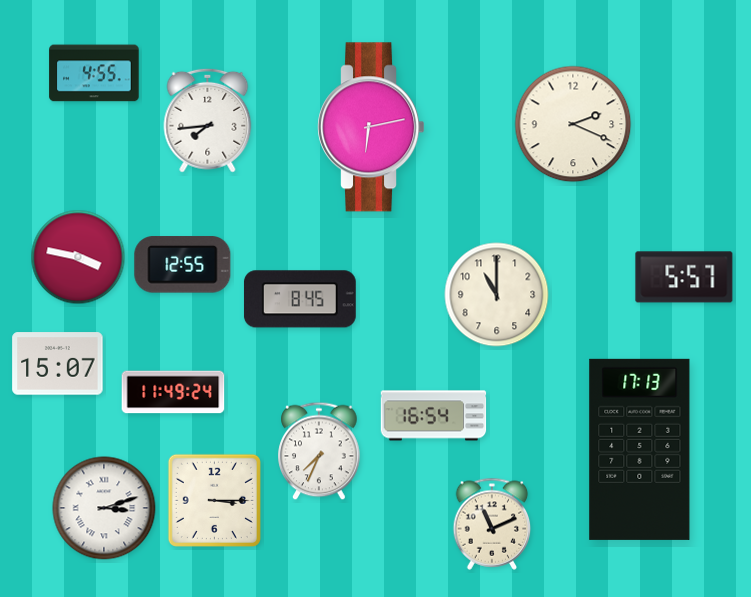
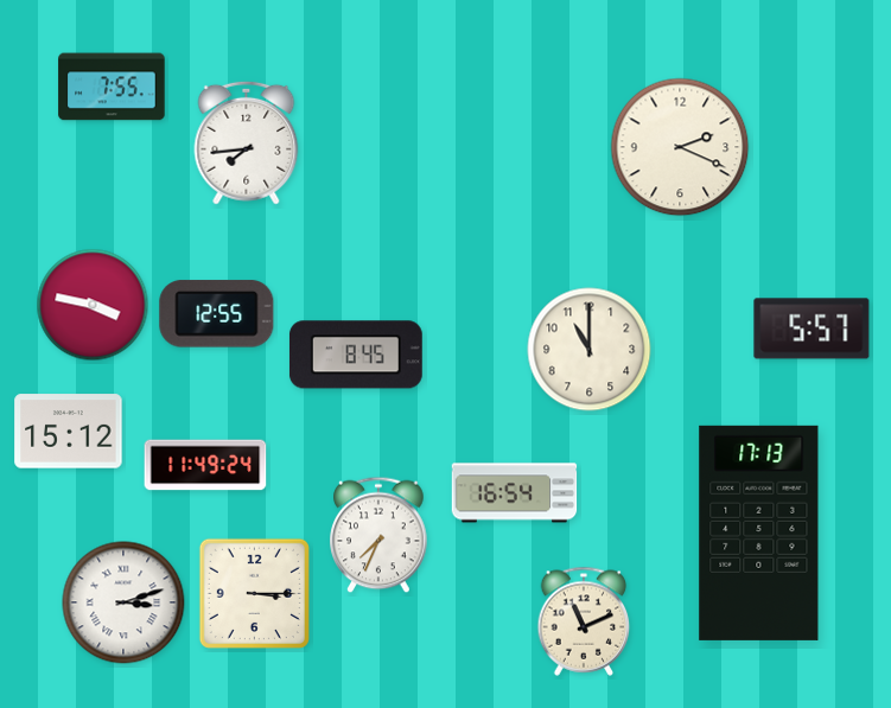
clock at (94, 73): 4:55 -> 7:55
clock at (372, 127): 6:13 -> none
clock at (58, 364): 15:07 -> 15:12
